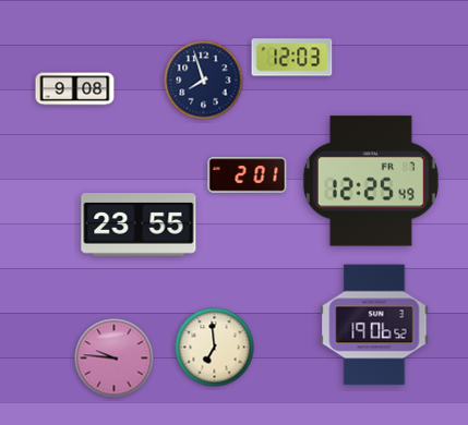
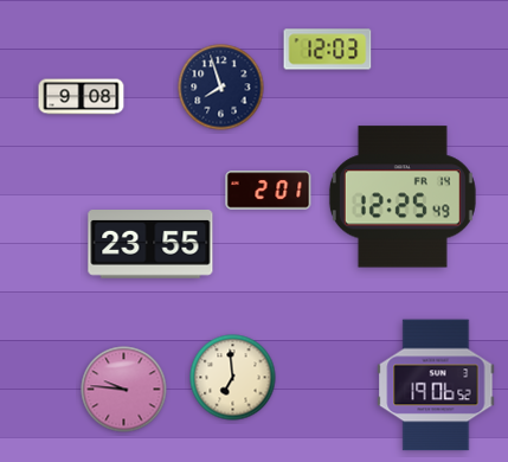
clock at (292, 58) position: (292, 58) -> (328, 50)
clock at (371, 181) date: FR 7 -> FR 14
clock at (374, 325) position: (374, 325) -> (436, 385)
